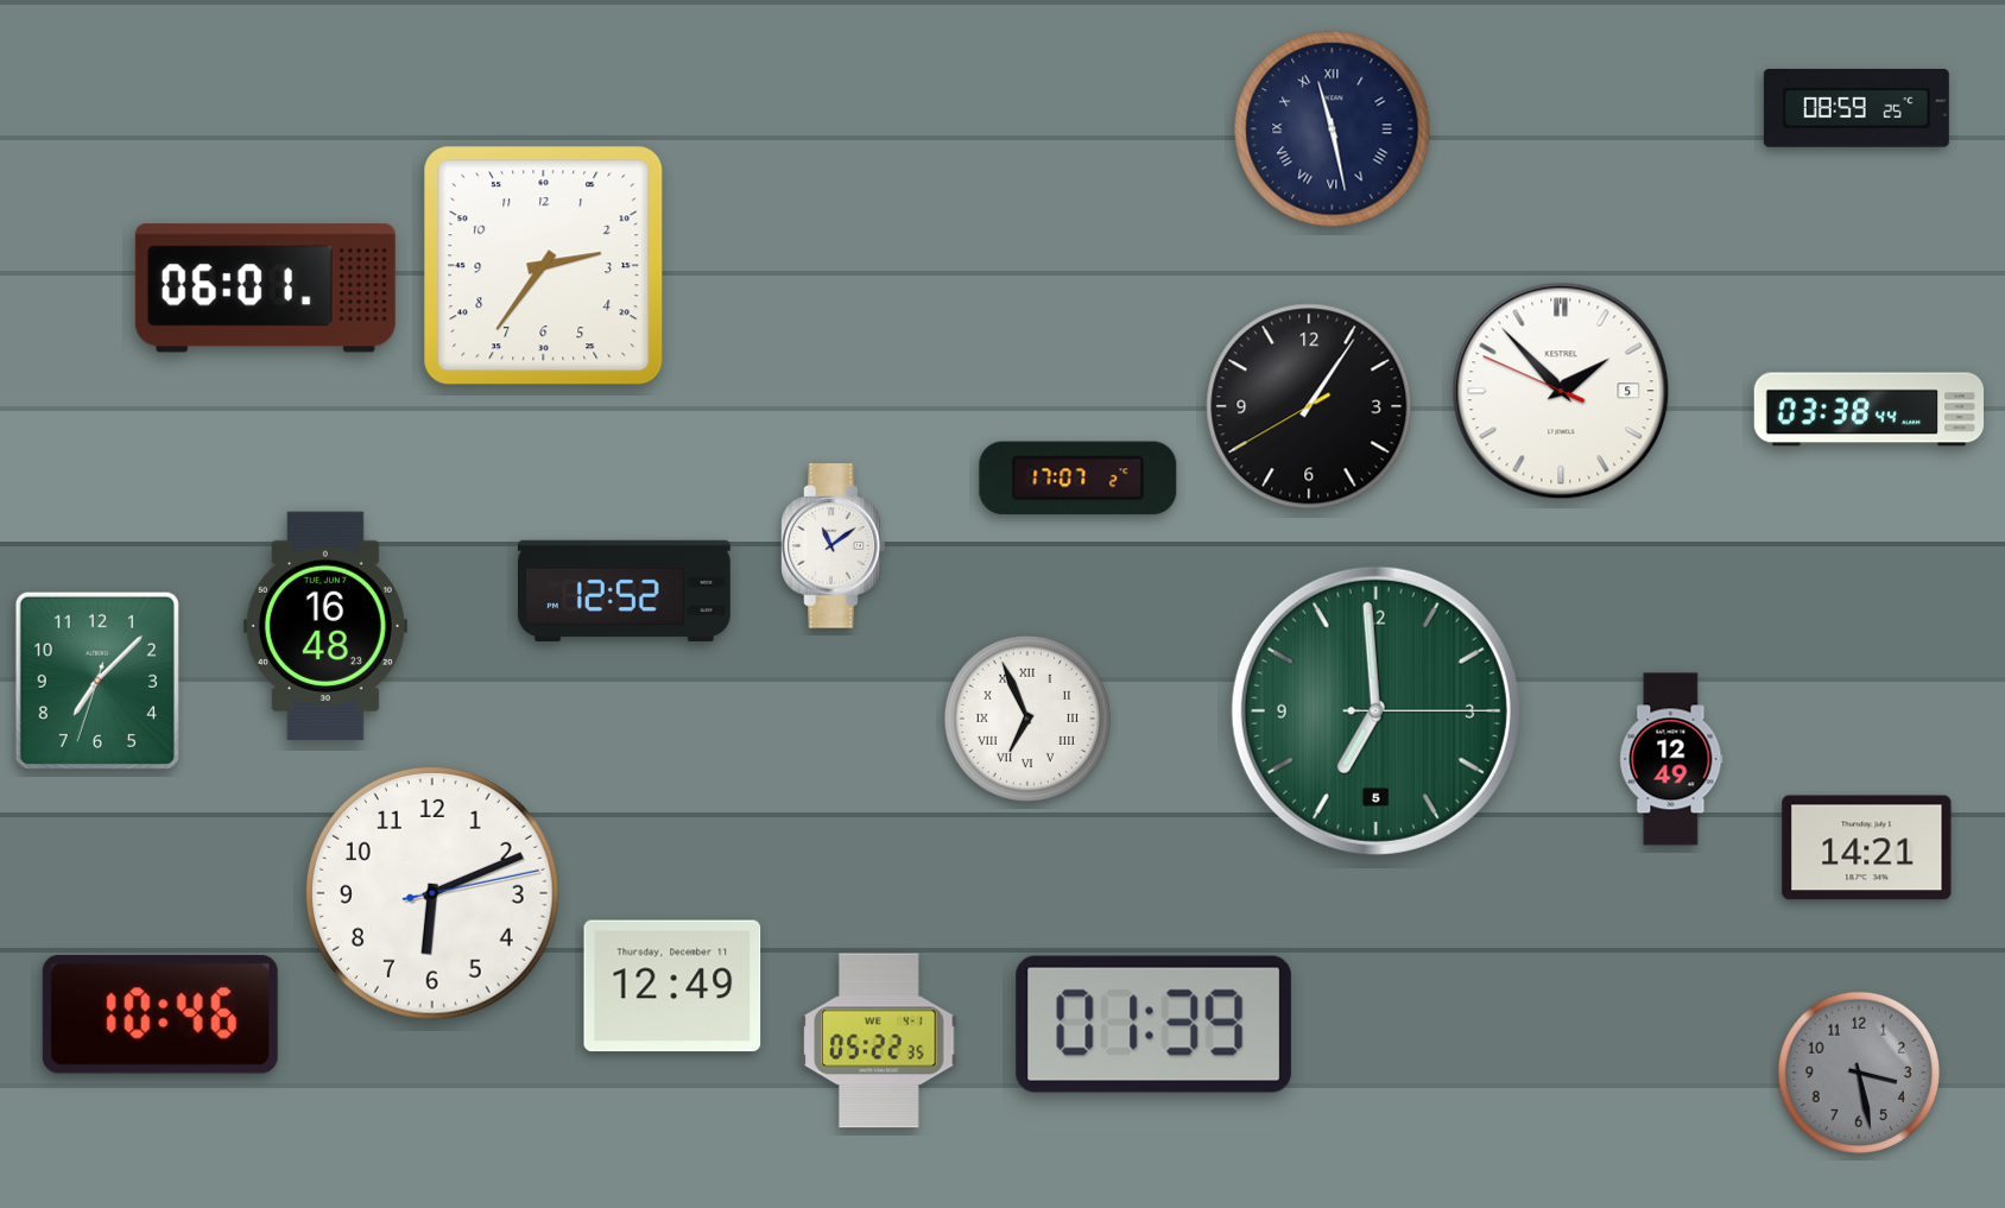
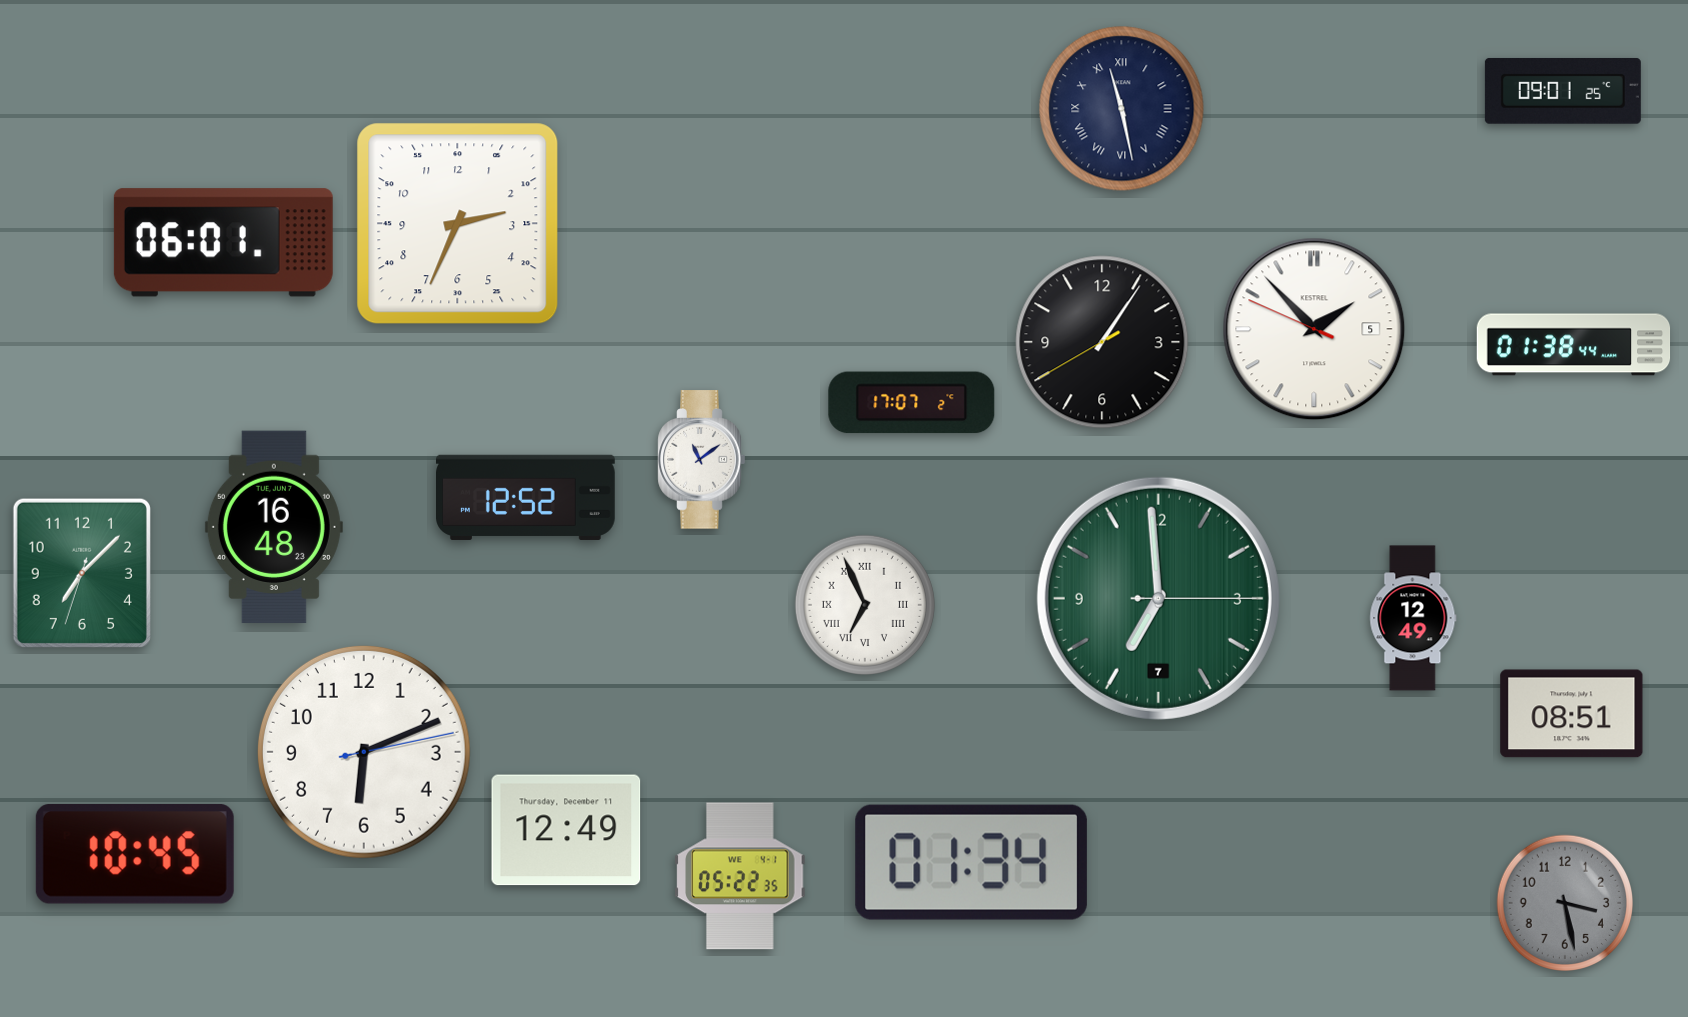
clock at (1857, 108): 08:59 -> 09:01
clock at (544, 266): 2:36 -> 2:34
clock at (1870, 410): 03:38 -> 01:38
clock at (1079, 479) position: (1079, 479) -> (912, 403)
clock at (1375, 710) date: 5 -> 7
clock at (1671, 759) position: (1671, 759) -> (1413, 618)
clock at (1867, 848): 14:21 -> 08:51
clock at (160, 1014): 10:46 -> 10:45
clock at (1153, 1024): 01:39 -> 01:34
